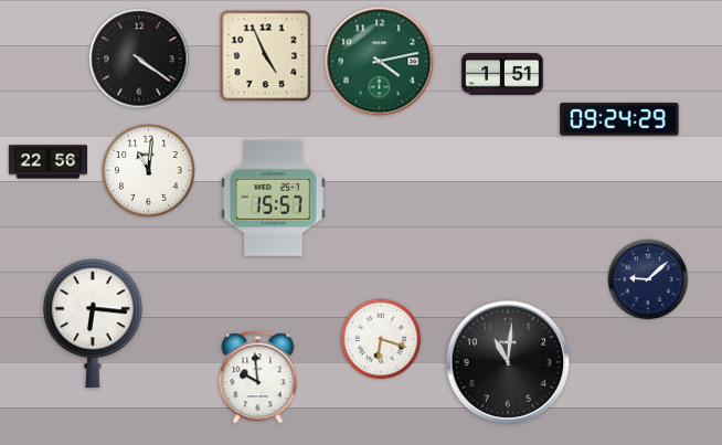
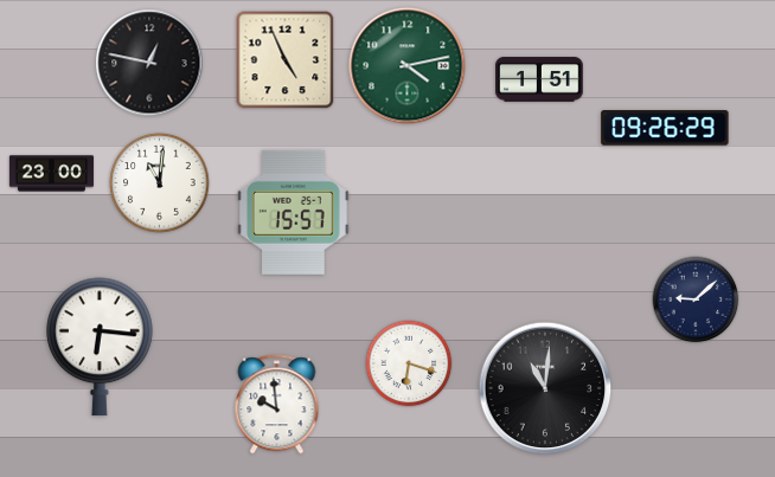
clock at (139, 59): 4:21 -> 12:47
clock at (619, 119): 09:24 -> 09:26
clock at (47, 162): 22:56 -> 23:00
